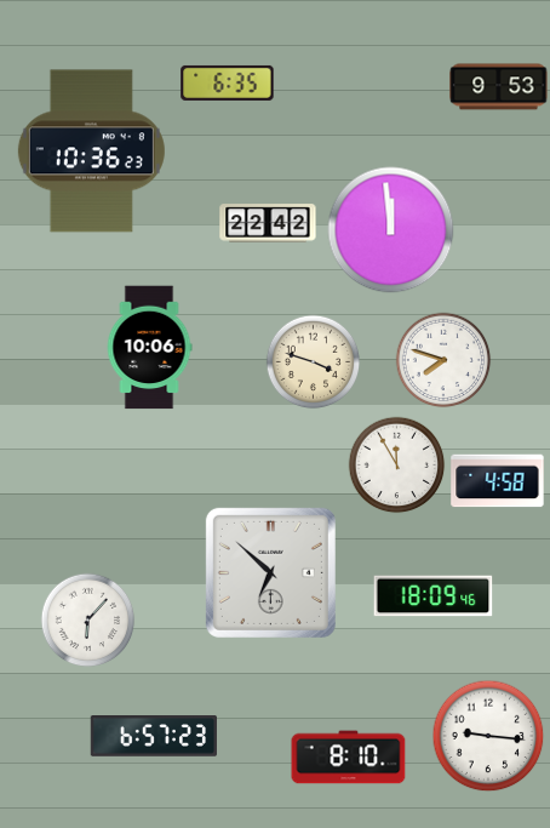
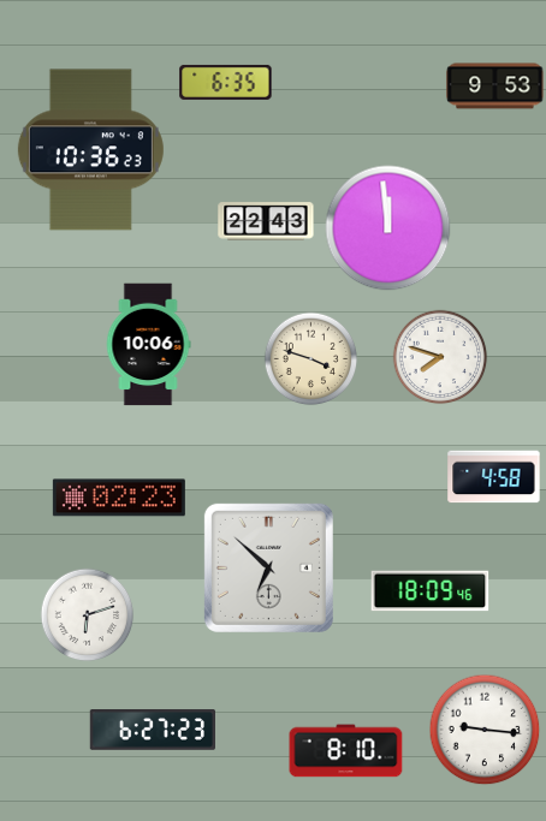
clock at (268, 223): 22:42 -> 22:43
clock at (396, 464): 11:55 -> none
clock at (119, 498): none -> 02:23
clock at (87, 619): 6:07 -> 6:12
clock at (153, 737): 6:57 -> 6:27
